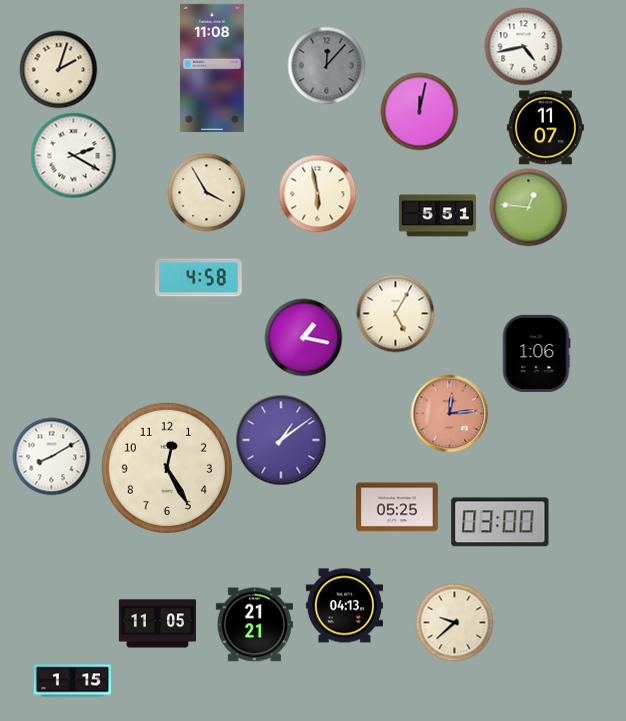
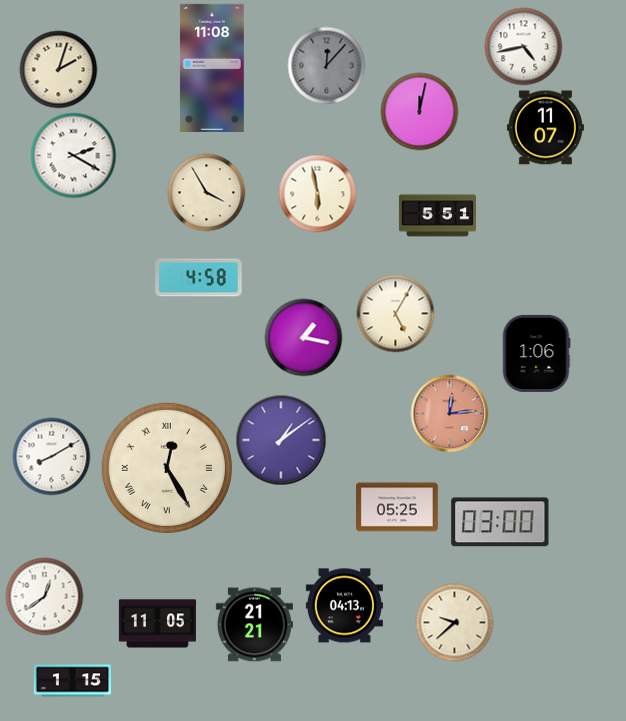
clock at (528, 207): 12:46 -> none
clock at (167, 468) numerals: Arabic -> Roman
clock at (44, 596): none -> 12:39
